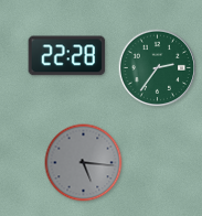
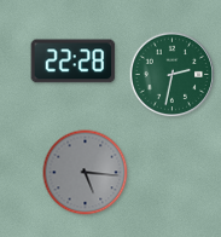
clock at (158, 68): 2:36 -> 2:32
clock at (84, 163) position: (84, 163) -> (86, 173)
